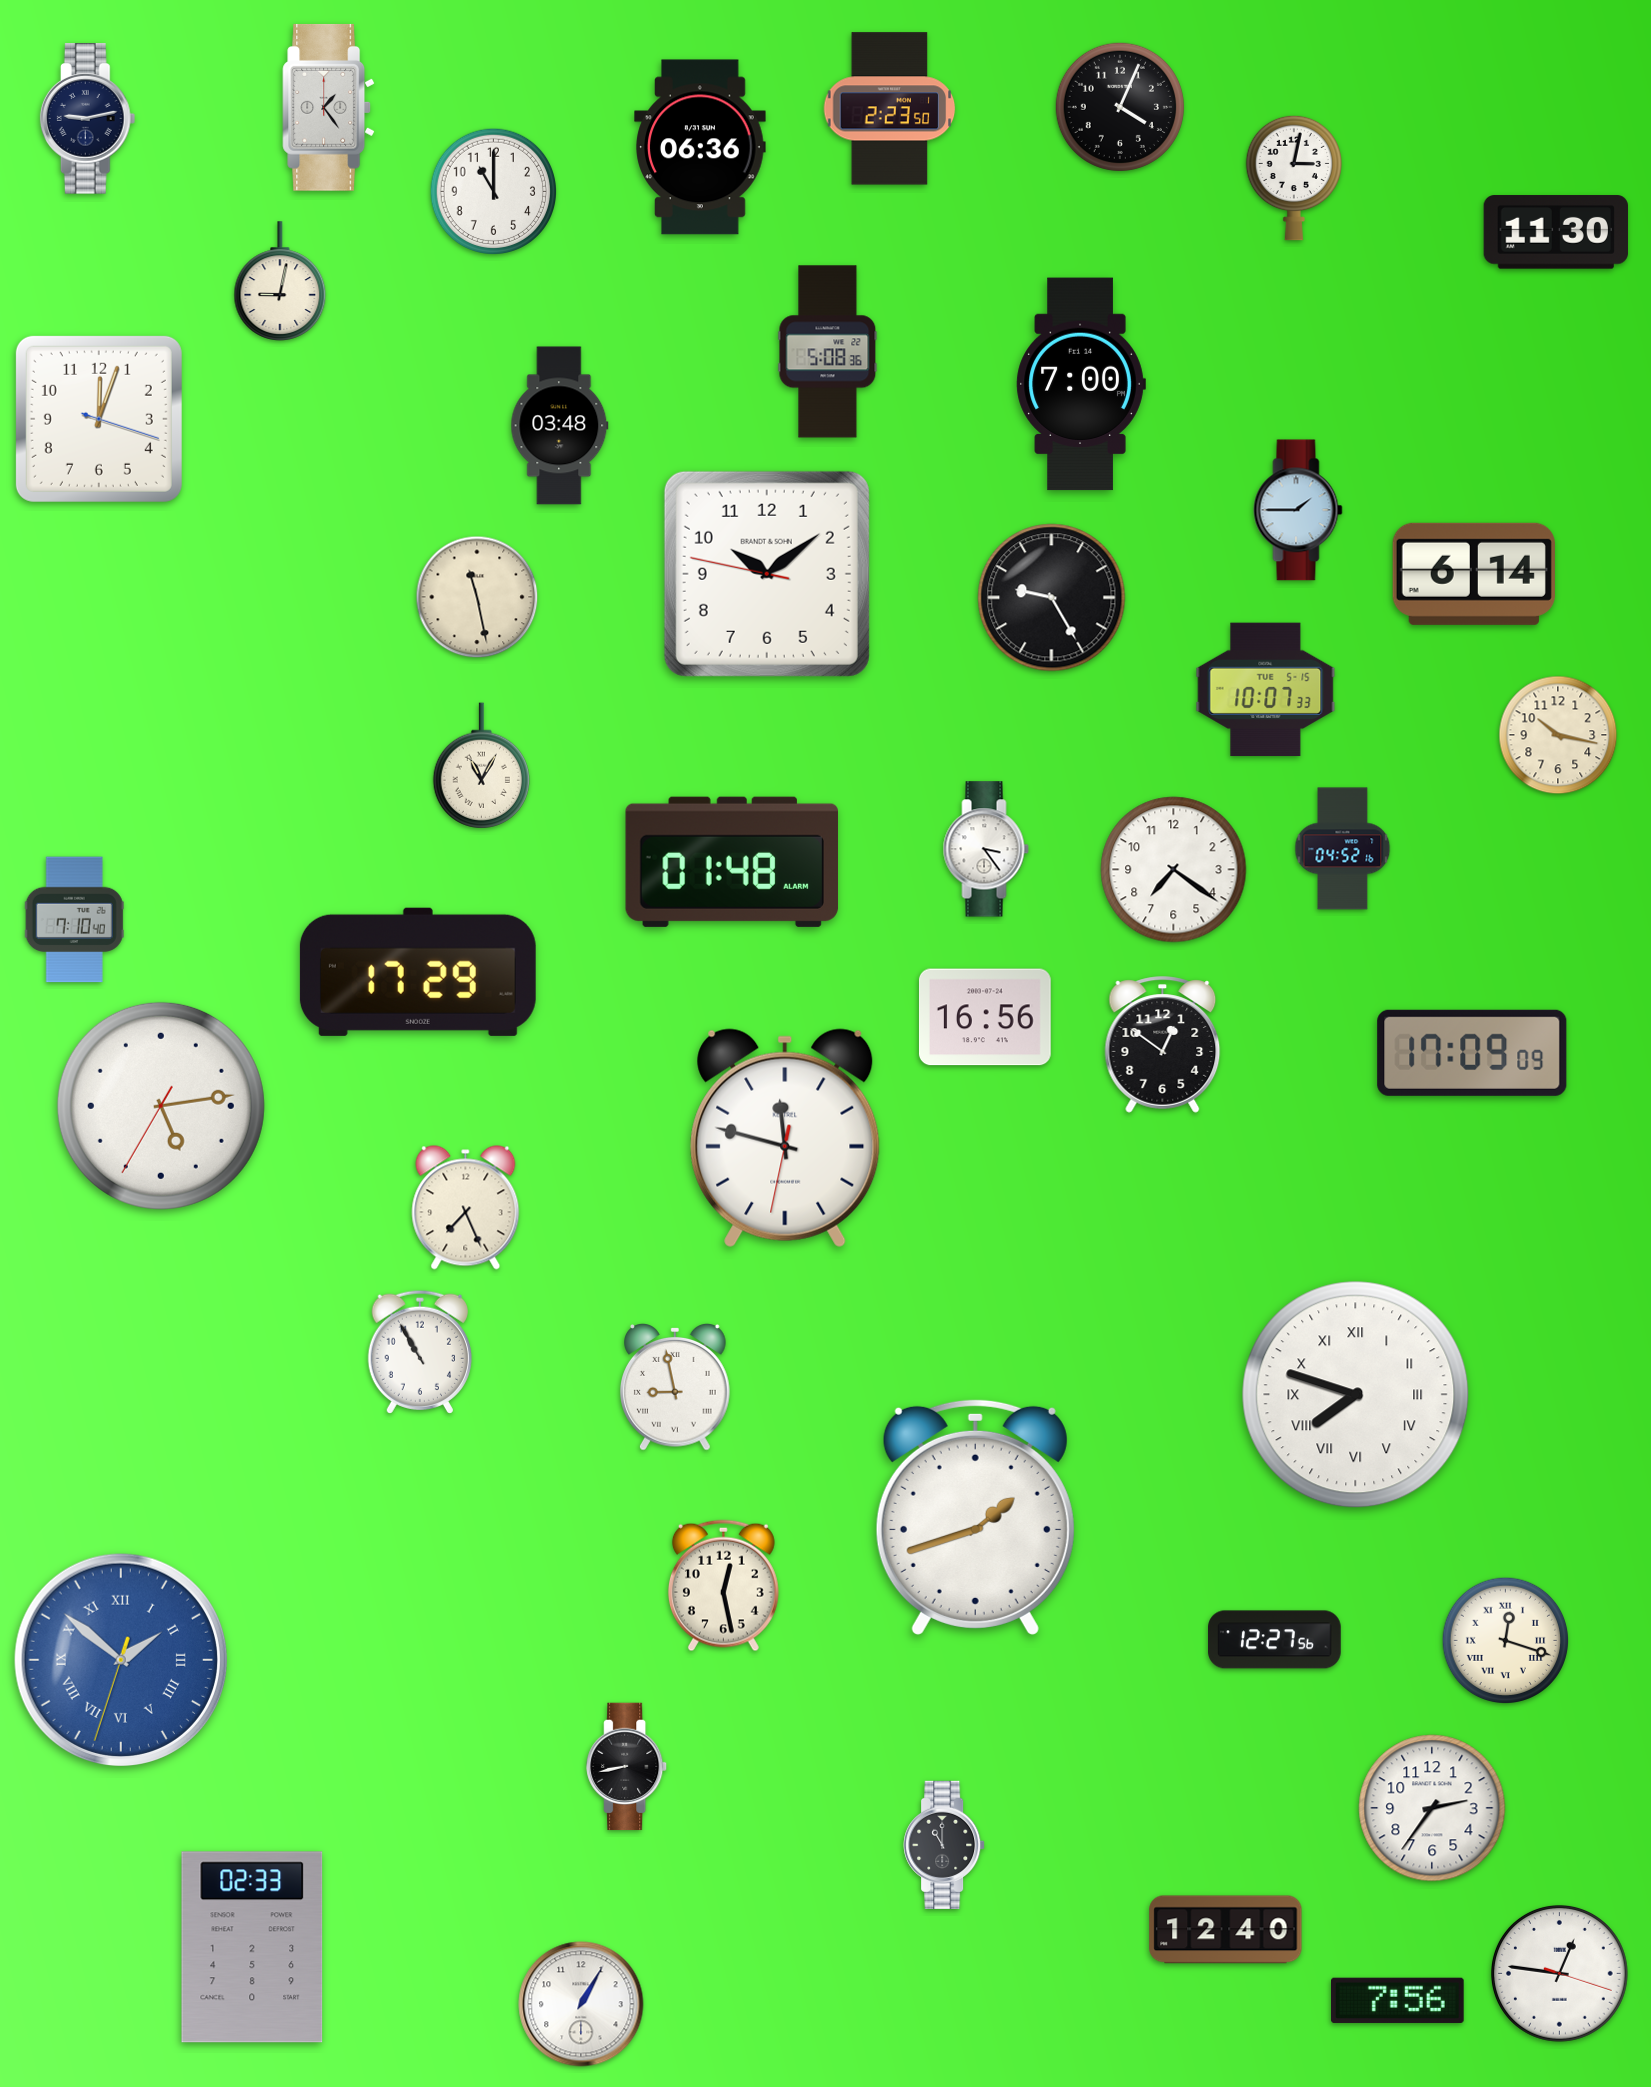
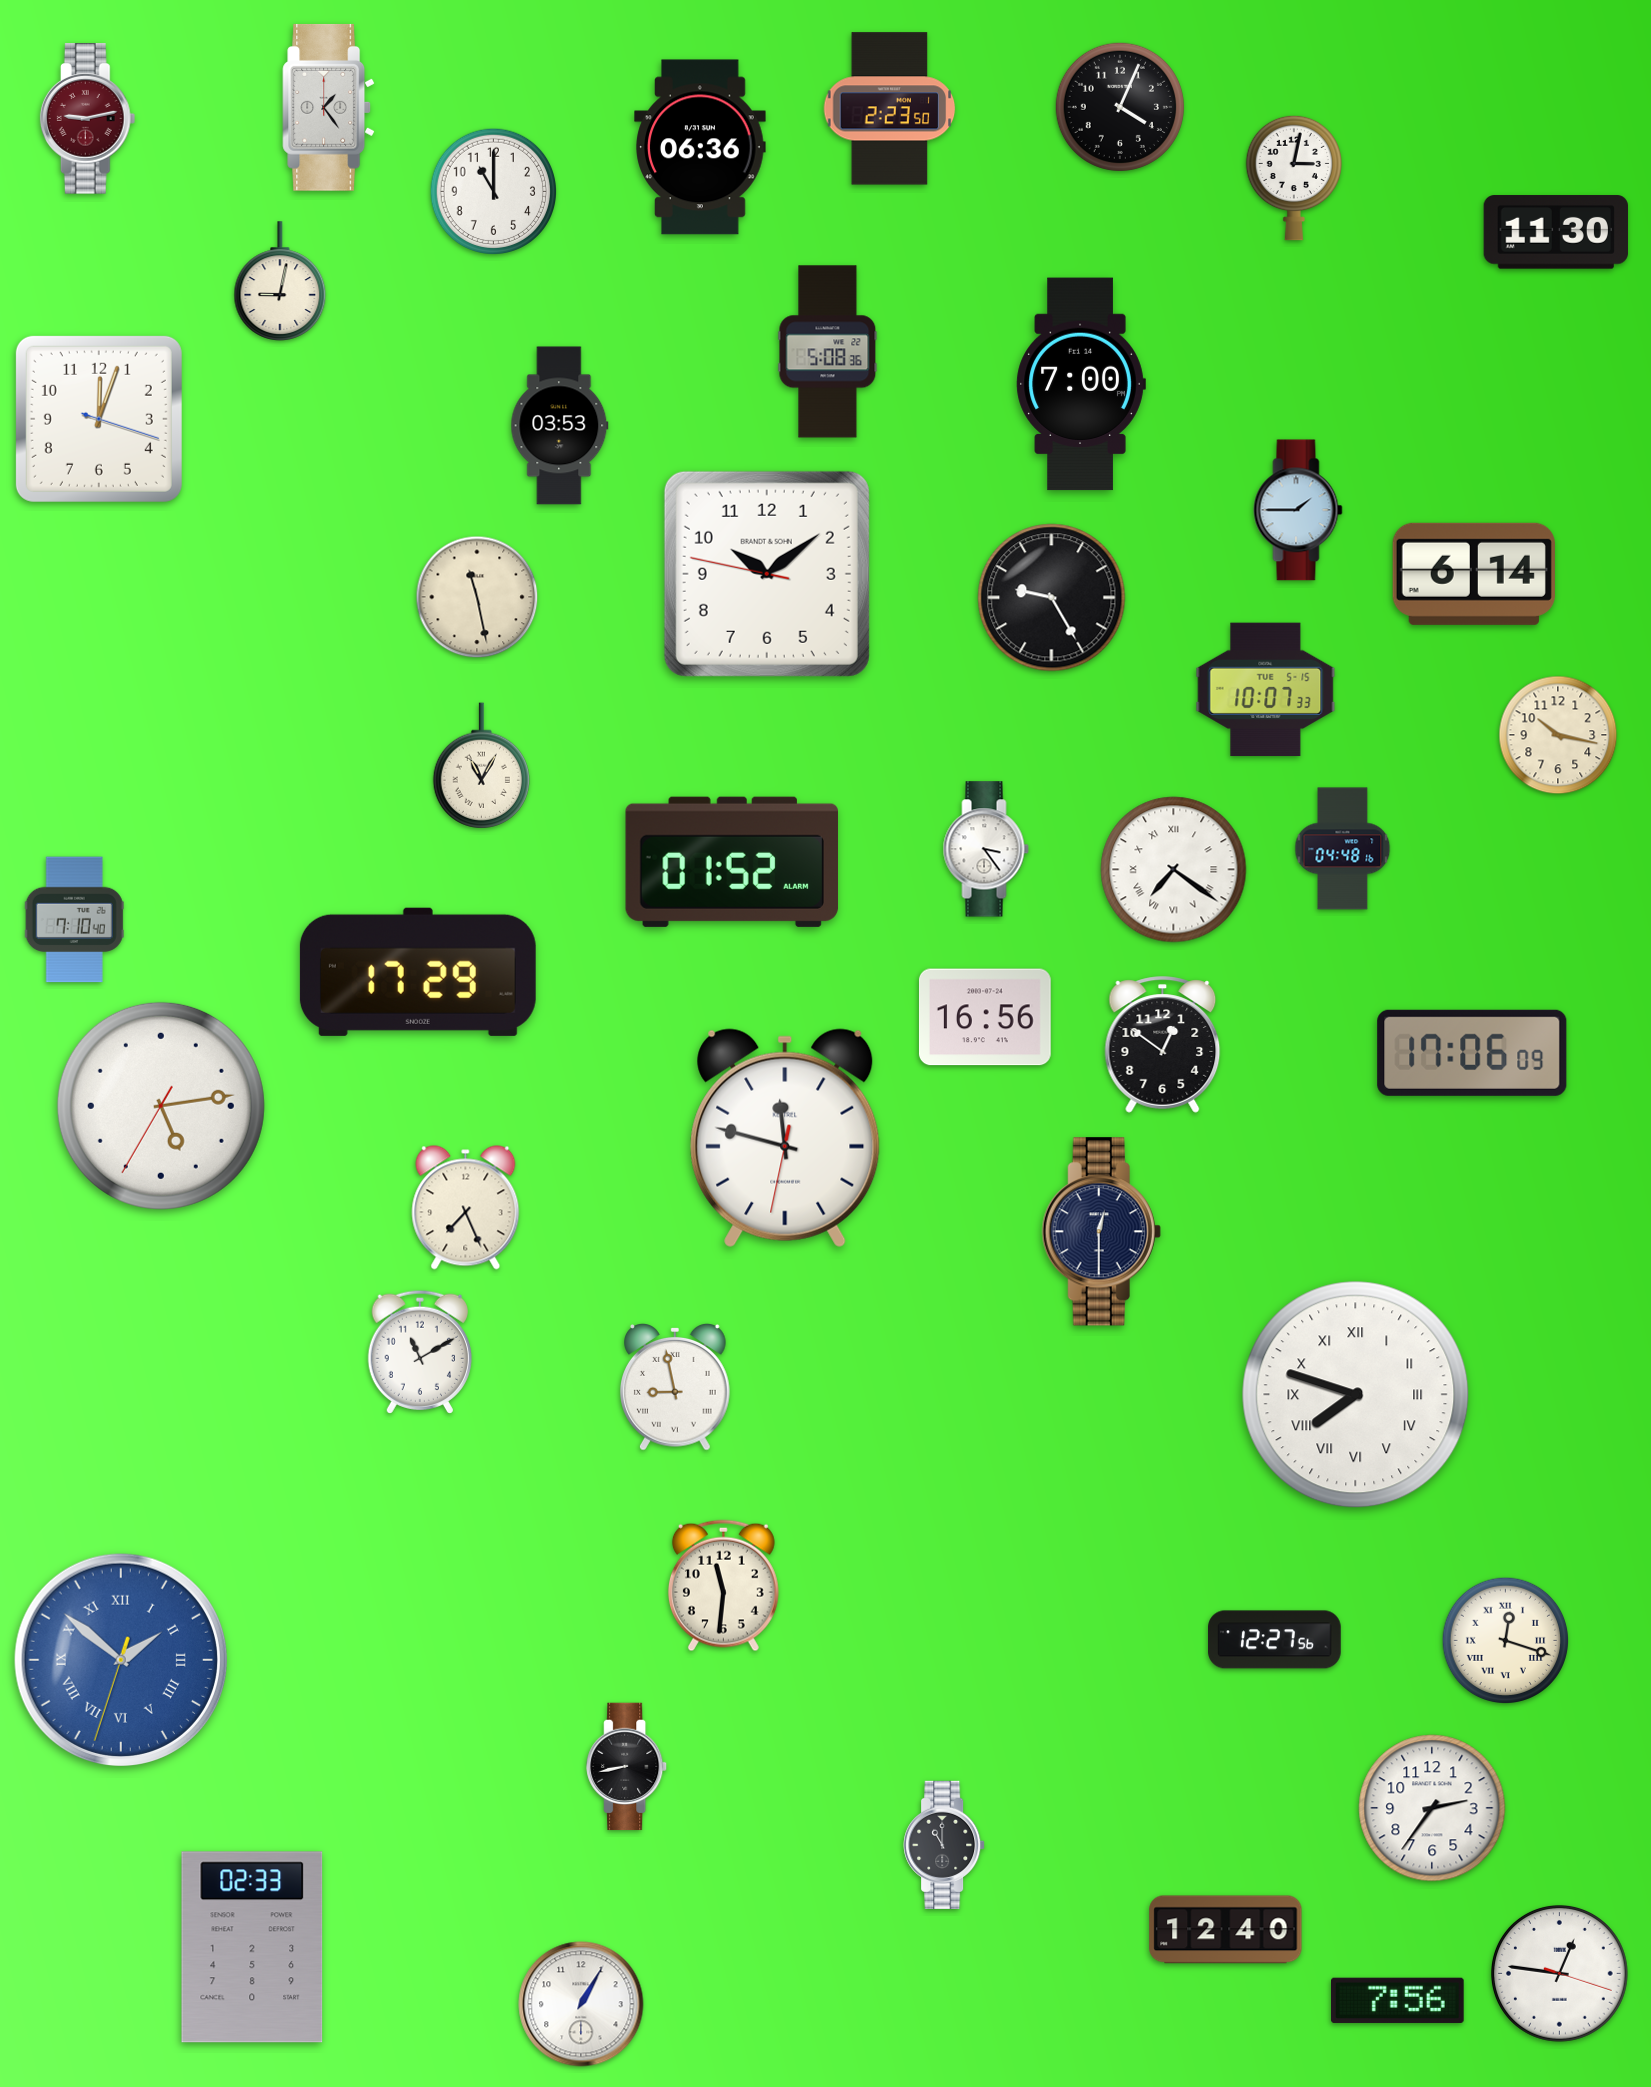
clock at (88, 119) dial: navy -> burgundy
clock at (560, 426): 03:48 -> 03:53
clock at (1343, 849): 04:52 -> 04:48
clock at (732, 862): 01:48 -> 01:52
clock at (1174, 870) numerals: Arabic -> Roman
clock at (1472, 1053): 17:09 -> 17:06
clock at (1101, 1232): none -> 12:30
clock at (419, 1352): 10:55 -> 11:10
clock at (975, 1517): 1:42 -> none
clock at (723, 1586): 12:28 -> 11:31
